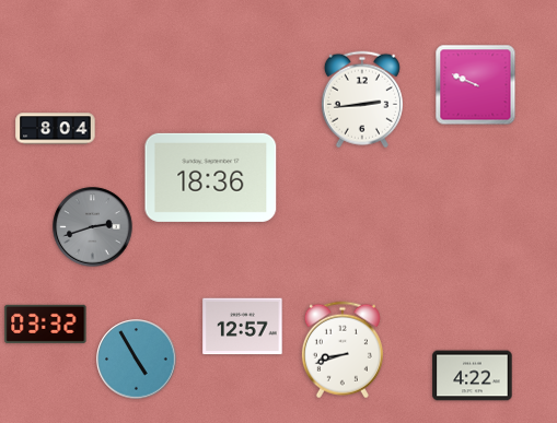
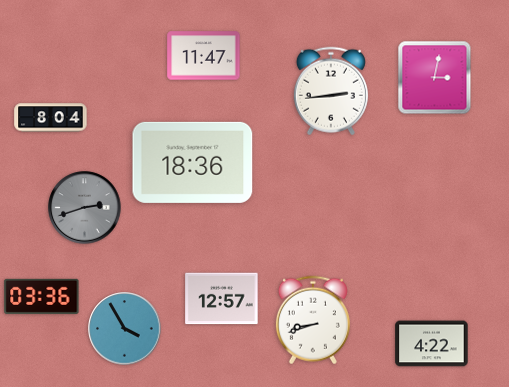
clock at (204, 56): none -> 11:47
clock at (476, 85): 9:49 -> 3:02
clock at (46, 324): 03:32 -> 03:36
clock at (137, 360): 4:55 -> 3:55
